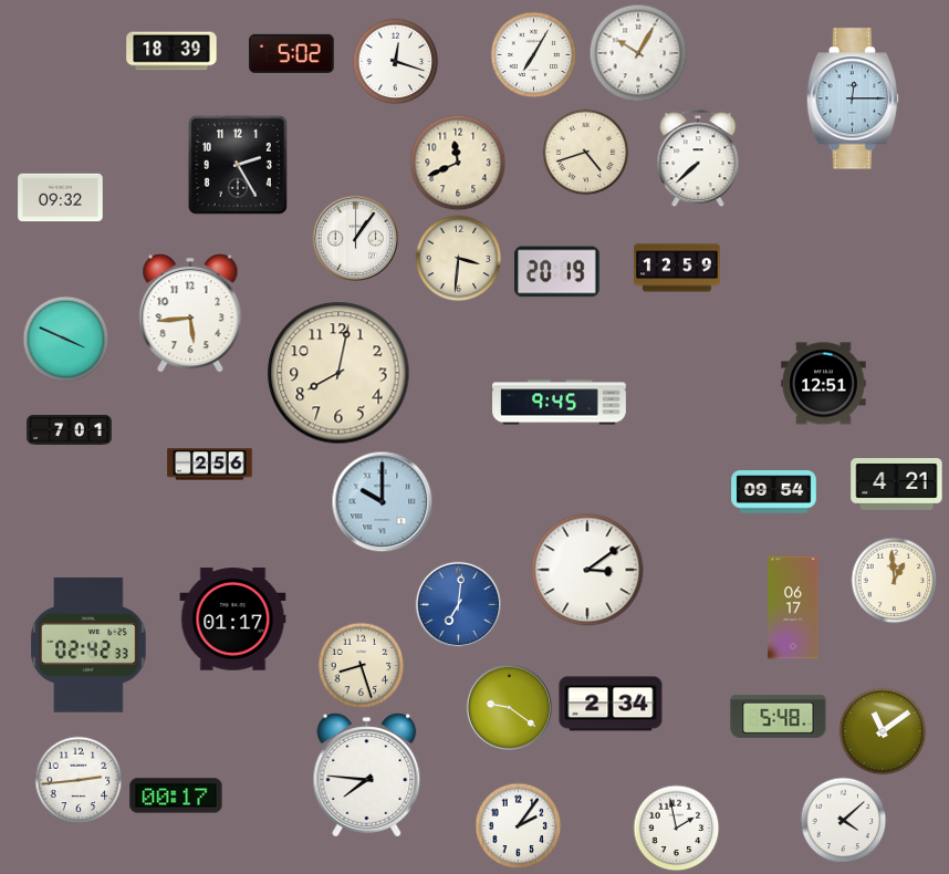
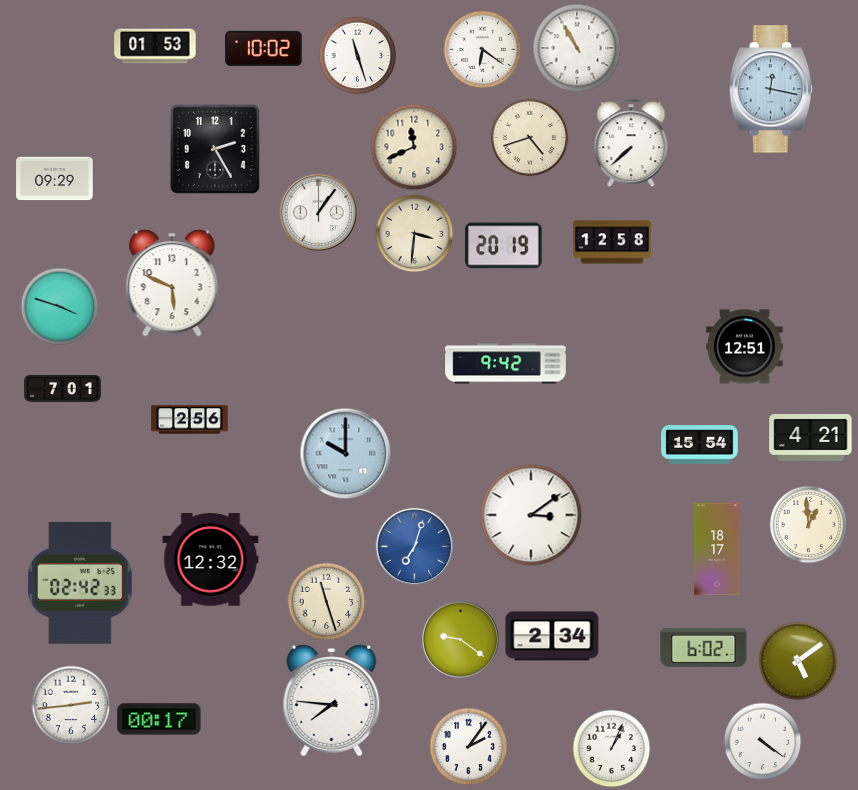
clock at (171, 51): 18:39 -> 01:53
clock at (292, 53): 5:02 -> 10:02
clock at (638, 53): 10:05 -> 10:55
clock at (533, 54): 7:05 -> 6:21
clock at (395, 61): 12:18 -> 11:27
clock at (853, 98): 12:15 -> 12:17
clock at (61, 198): 09:32 -> 09:29
clock at (355, 238) position: (355, 238) -> (318, 212)
clock at (677, 268): 12:59 -> 12:58
clock at (190, 313): 5:44 -> 5:49
clock at (65, 339): 3:49 -> 3:48
clock at (338, 373): 8:02 -> none
clock at (560, 403): 9:45 -> 9:42
clock at (774, 492): 09:54 -> 15:54
clock at (458, 604): 7:01 -> 7:03
clock at (793, 607): 06:17 -> 18:17
clock at (233, 620): 01:17 -> 12:32
clock at (361, 665): 8:27 -> 11:27
clock at (779, 716): 5:48 -> 6:02
clock at (883, 731): 11:09 -> 5:09
clock at (843, 820): 4:08 -> 4:21
clock at (676, 828): 1:58 -> 1:04
